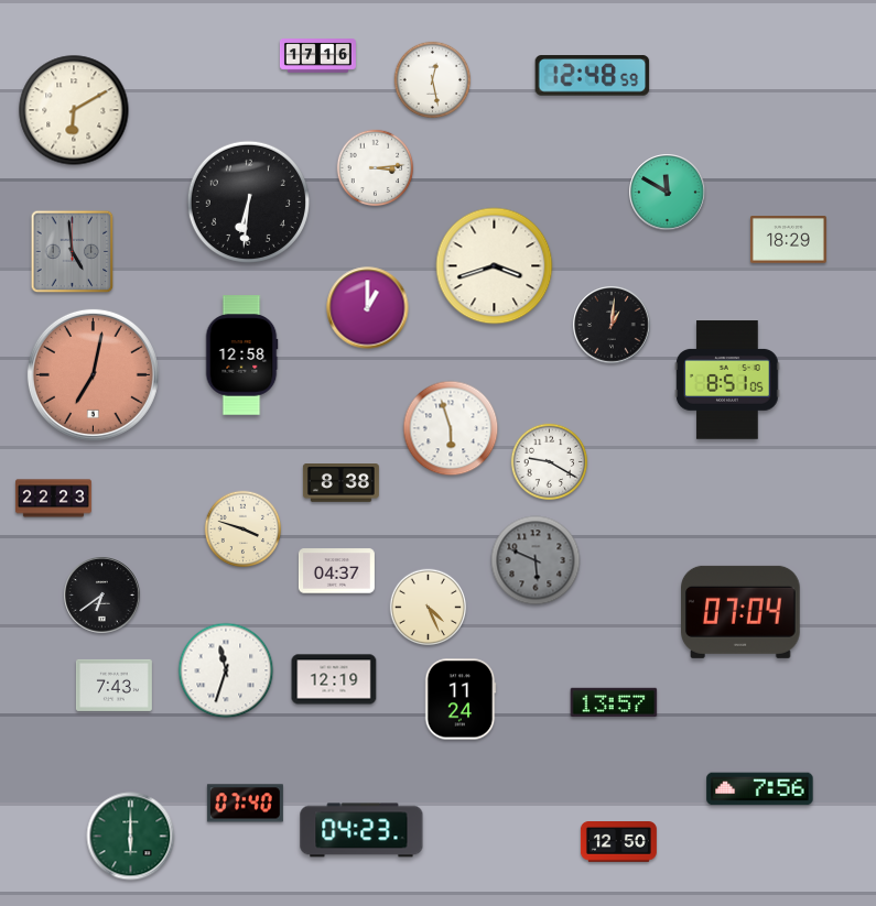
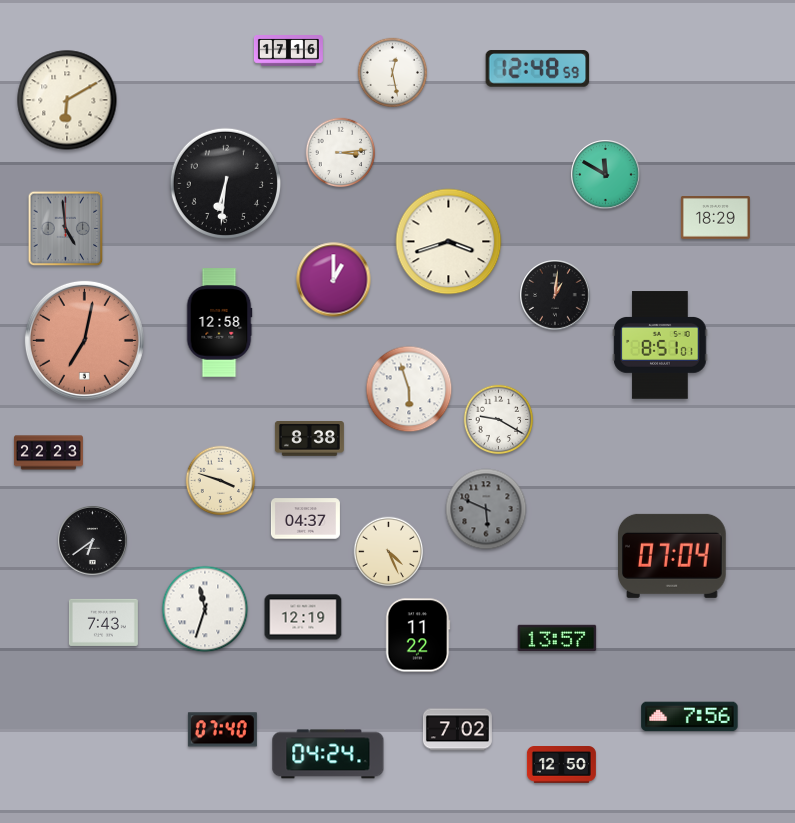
clock at (727, 380): 8:51:05 -> 8:51:01
clock at (461, 699): 11:24 -> 11:22
clock at (457, 730): none -> 7:02
clock at (361, 830): 04:23 -> 04:24
clock at (131, 837): 6:00 -> none
